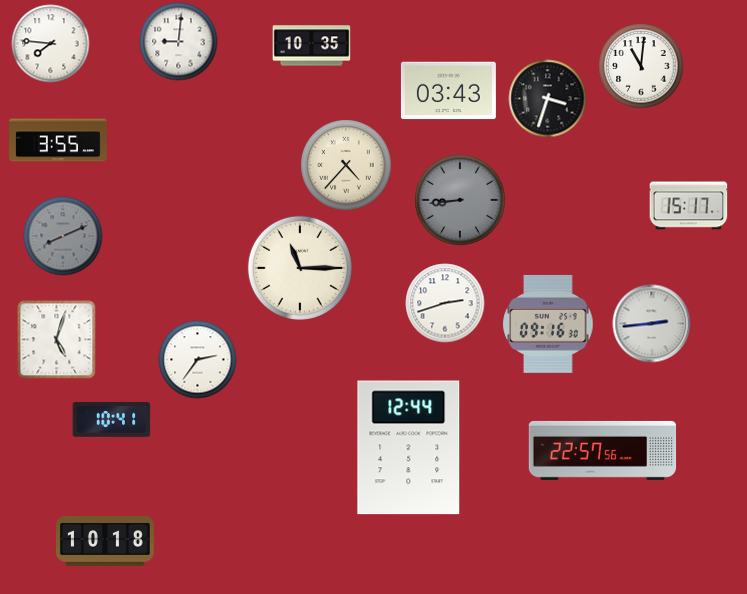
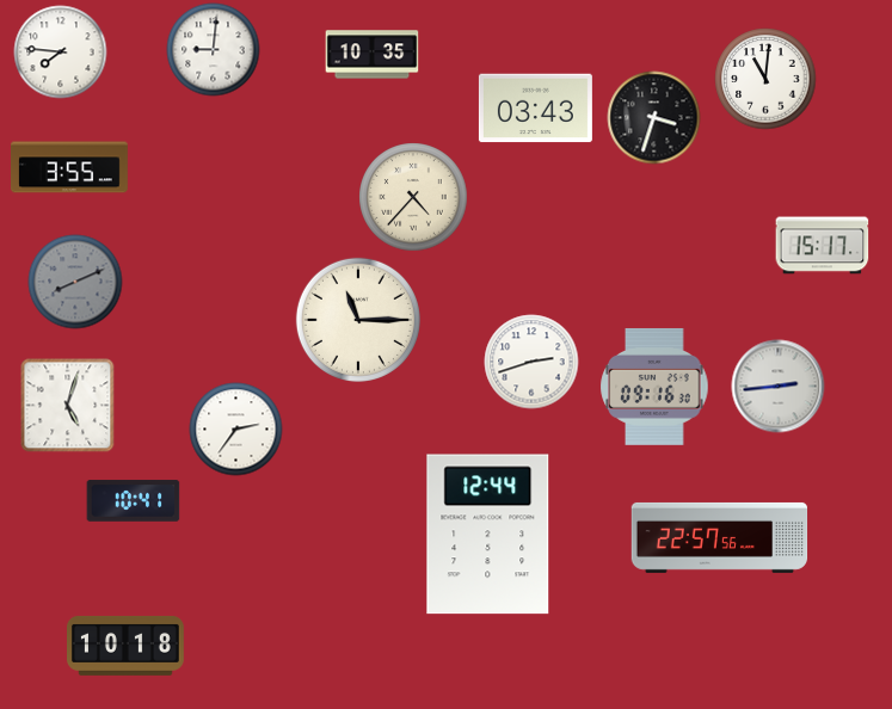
clock at (460, 200): 8:44 -> none
